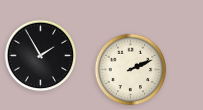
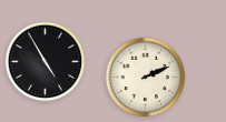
clock at (41, 56): 1:55 -> 4:55
